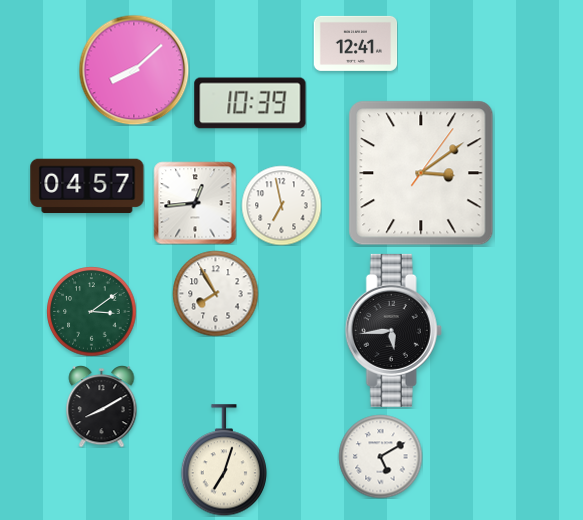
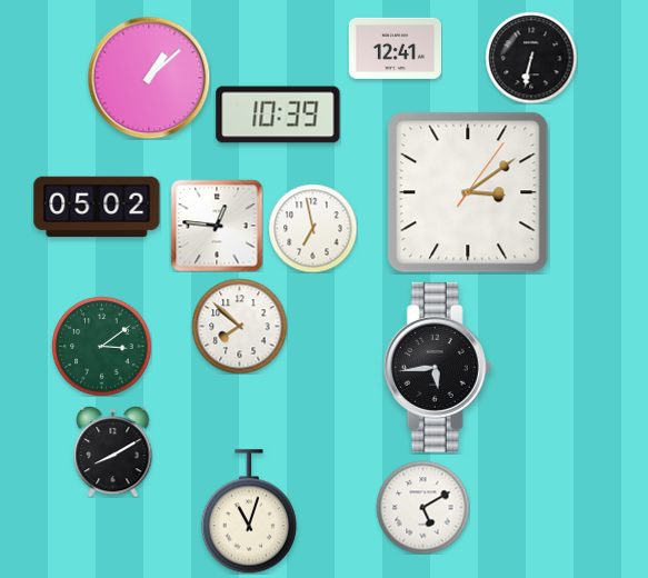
clock at (531, 58): none -> 6:32
clock at (134, 70): 8:08 -> 1:08
clock at (87, 186): 04:57 -> 05:02
clock at (195, 203): 12:44 -> 12:46
clock at (215, 293): 7:55 -> 7:52
clock at (224, 460): 7:03 -> 11:03
